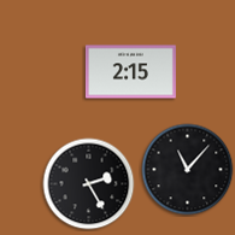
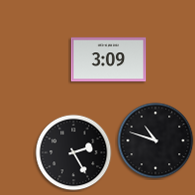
clock at (130, 72): 2:15 -> 3:09
clock at (188, 170): 11:07 -> 10:48
